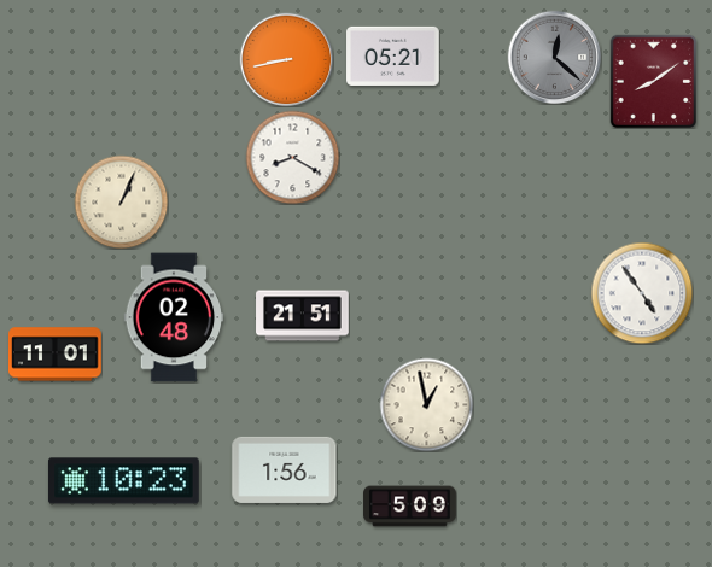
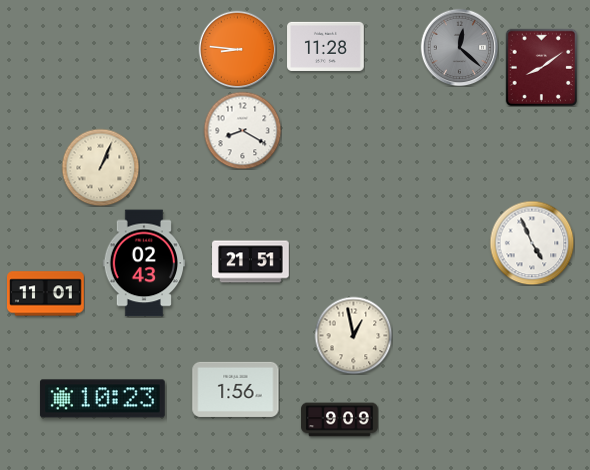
clock at (393, 55): 05:21 -> 11:28
clock at (286, 59): 8:43 -> 8:46
clock at (642, 293): 4:54 -> 4:56
clock at (174, 317): 02:48 -> 02:43
clock at (410, 507): 5:09 -> 9:09
